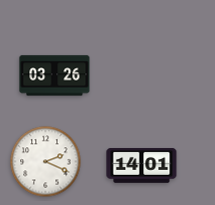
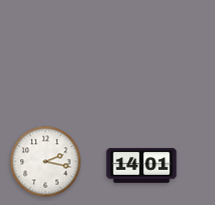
clock at (55, 76): 03:26 -> none
clock at (46, 162): 2:19 -> 2:17
